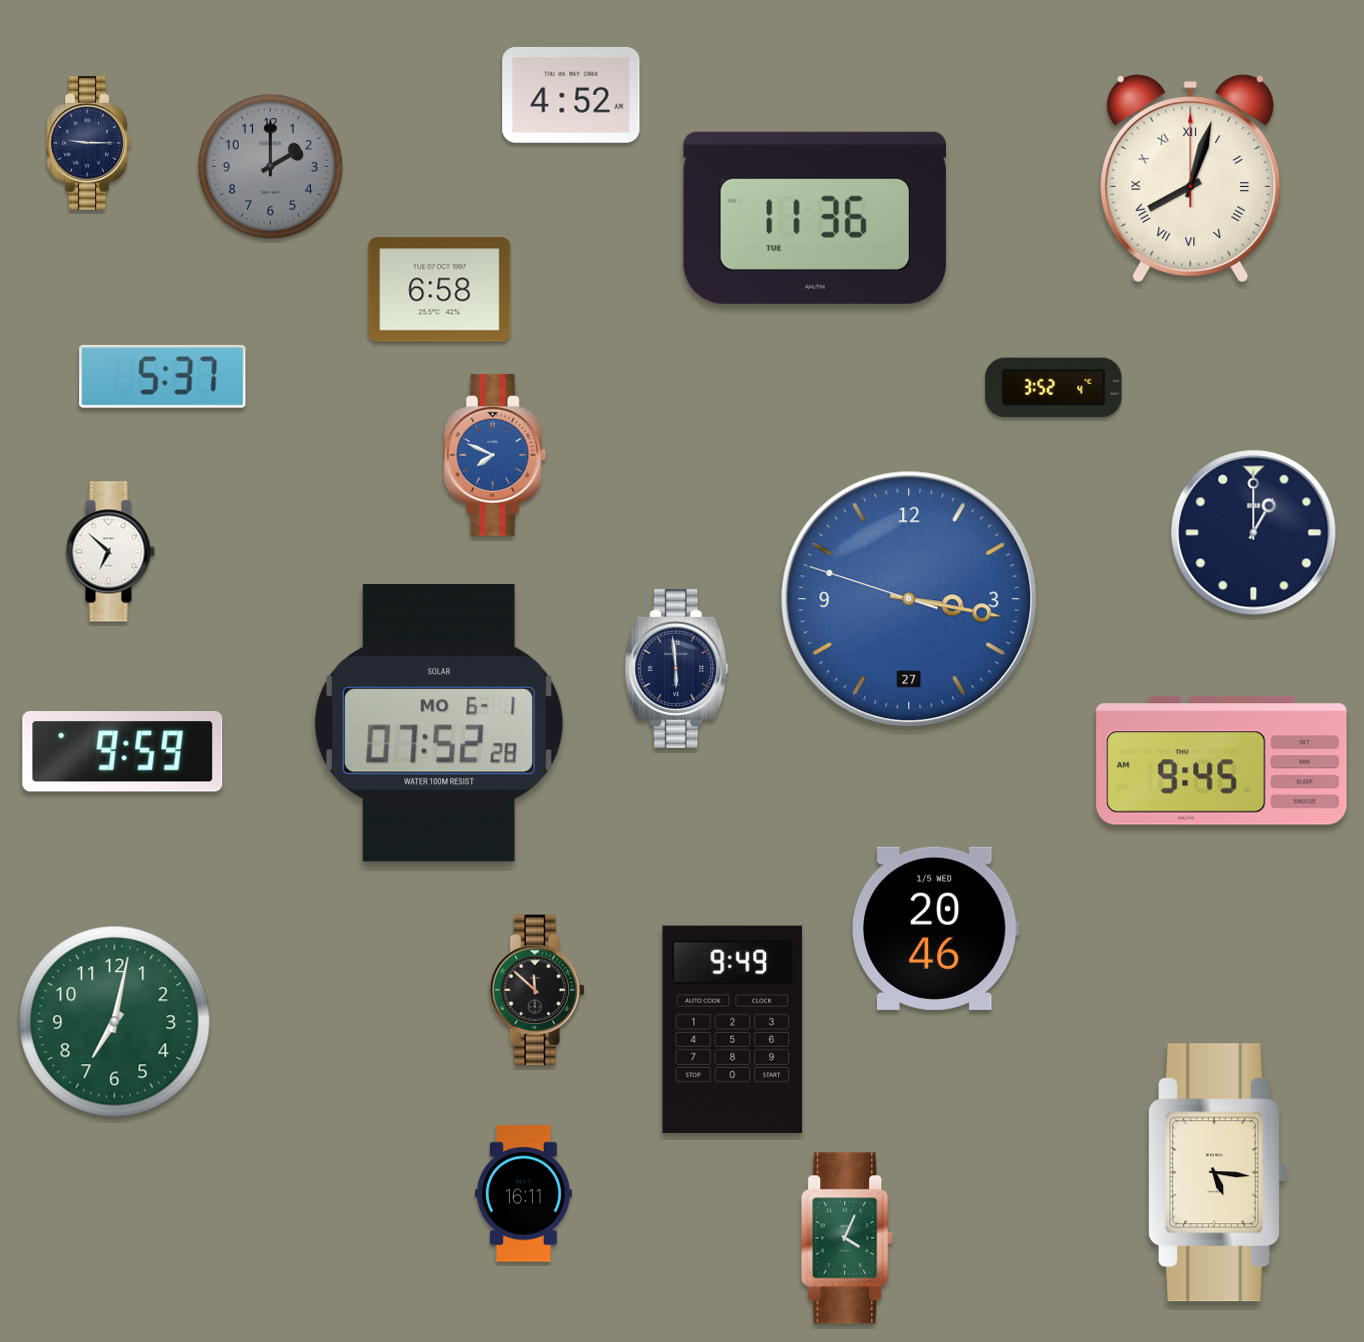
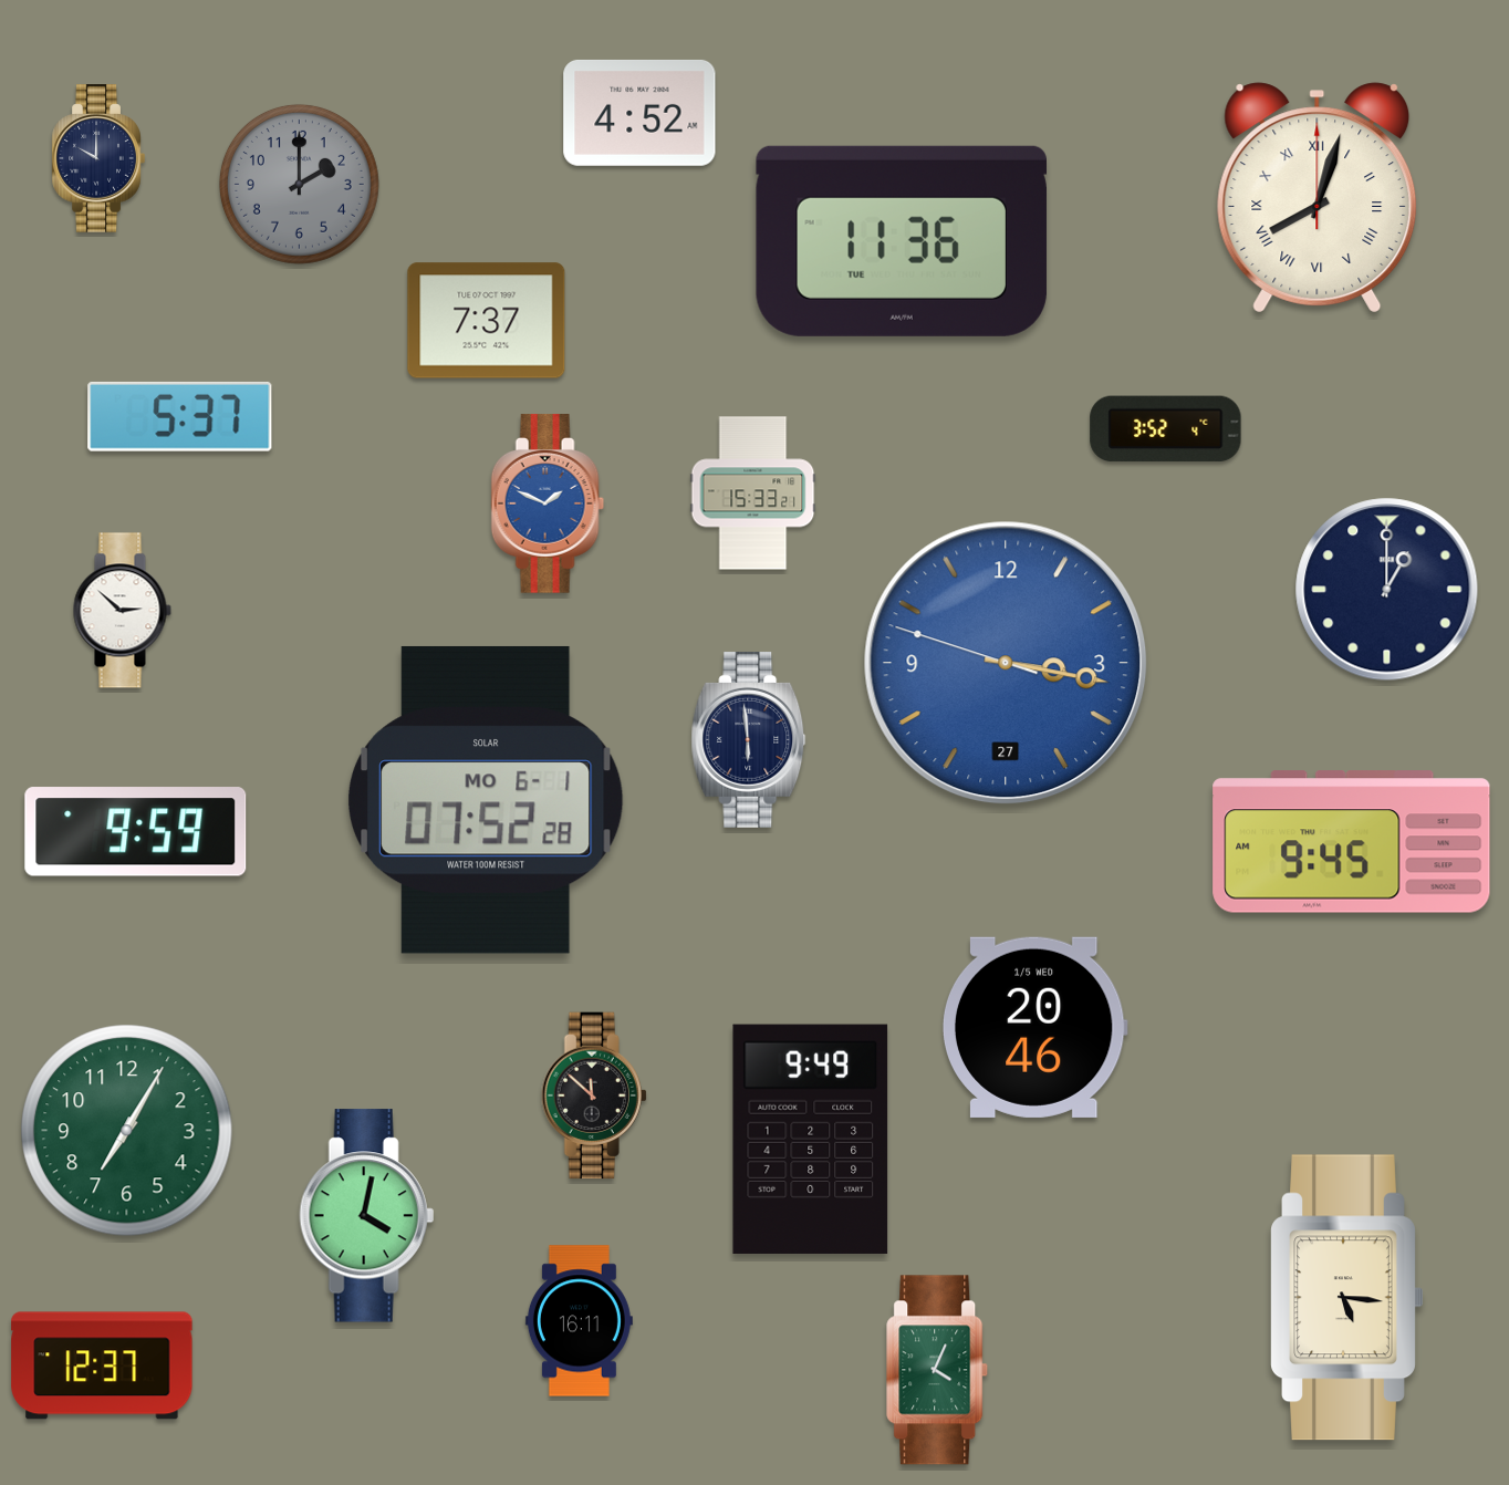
clock at (571, 95) position: (571, 95) -> (639, 113)
clock at (89, 143): 9:15 -> 10:00
clock at (440, 290): 6:58 -> 7:37
clock at (753, 494): none -> 15:33
clock at (495, 455): 7:49 -> 1:49
clock at (110, 552): 6:52 -> 2:52
clock at (115, 1022): 7:02 -> 7:05
clock at (366, 1216): none -> 4:02
clock at (102, 1365): none -> 12:37
